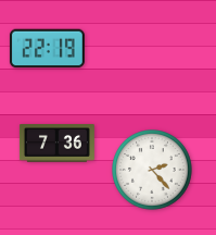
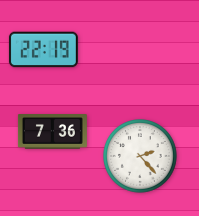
clock at (47, 49) position: (47, 49) -> (43, 50)
